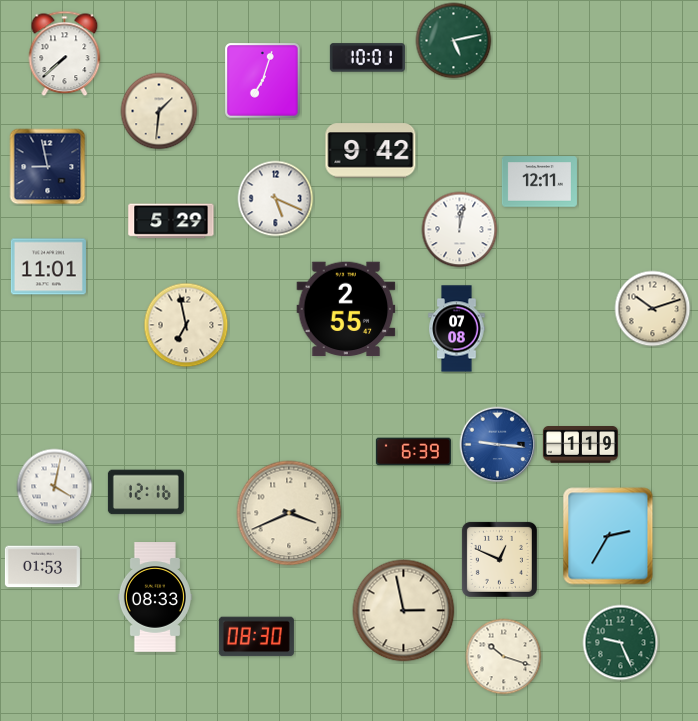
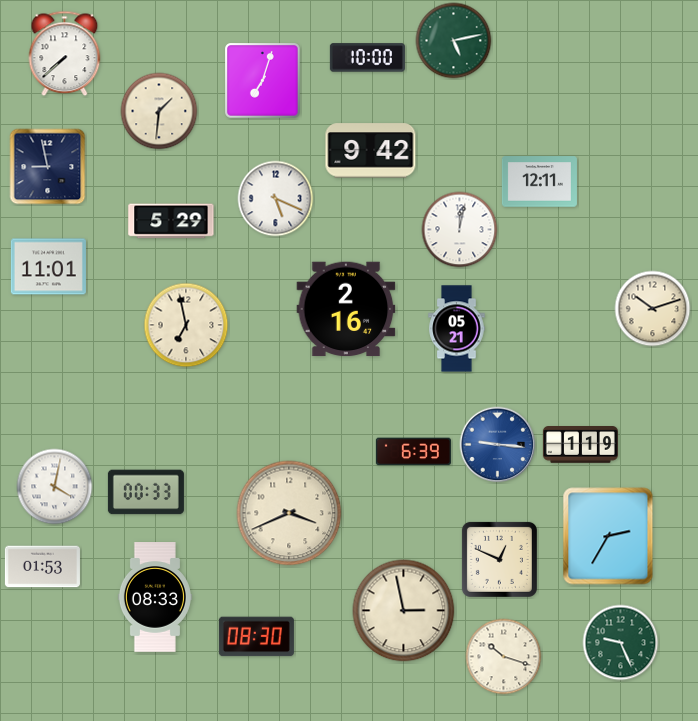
clock at (367, 58): 10:01 -> 10:00
clock at (346, 309): 2:55 -> 2:16
clock at (457, 329): 07:08 -> 05:21
clock at (146, 492): 12:16 -> 00:33
